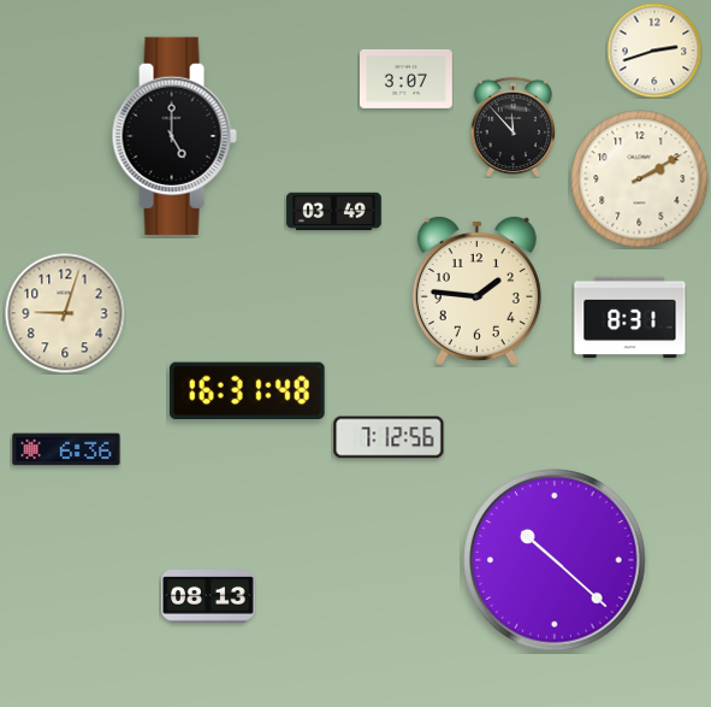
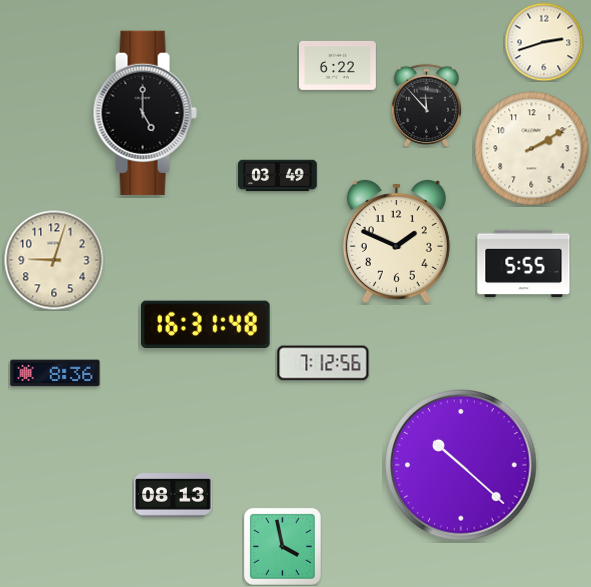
clock at (407, 78): 3:07 -> 6:22
clock at (476, 290): 1:46 -> 1:49
clock at (630, 318): 8:31 -> 5:55
clock at (66, 449): 6:36 -> 8:36
clock at (282, 546): none -> 3:58
